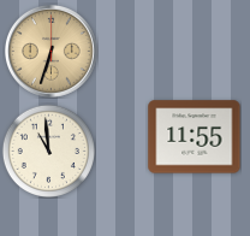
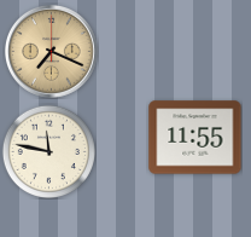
clock at (52, 52): 6:33 -> 7:19
clock at (48, 151): 10:59 -> 11:47
